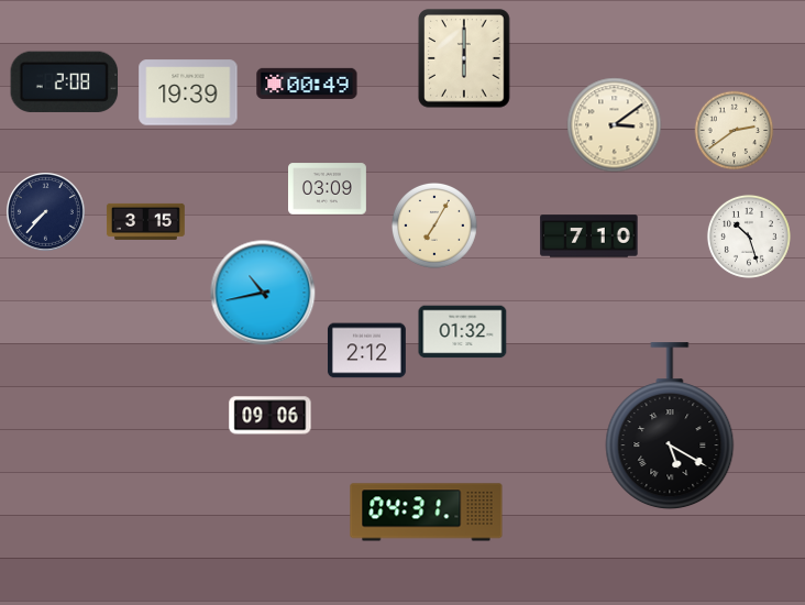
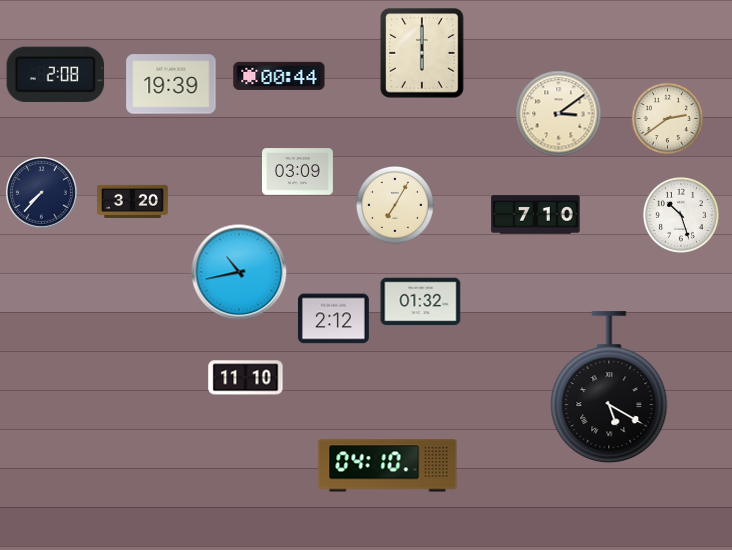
clock at (65, 81) position: (65, 81) -> (56, 74)
clock at (307, 84): 00:49 -> 00:44
clock at (145, 221): 3:15 -> 3:20
clock at (263, 293) position: (263, 293) -> (239, 272)
clock at (271, 416): 09:06 -> 11:10
clock at (427, 513): 04:31 -> 04:10
